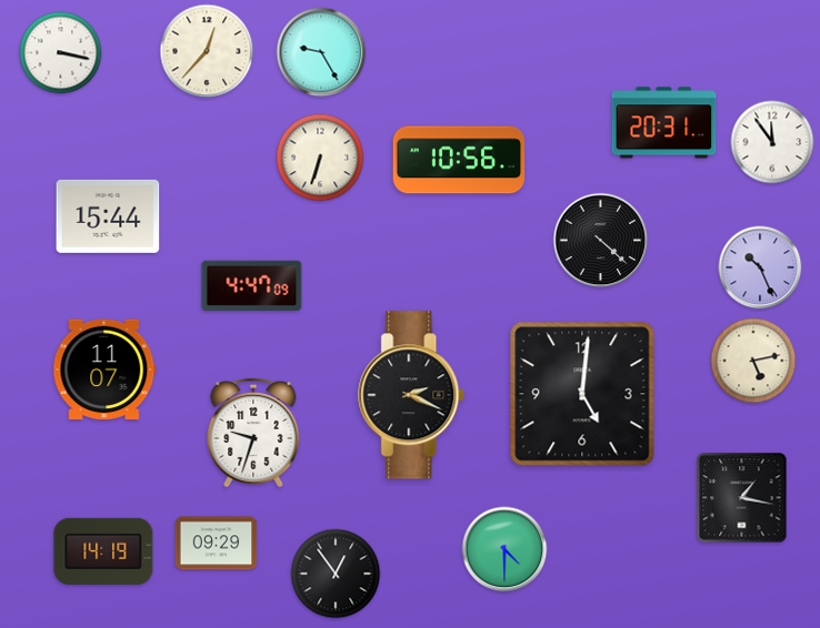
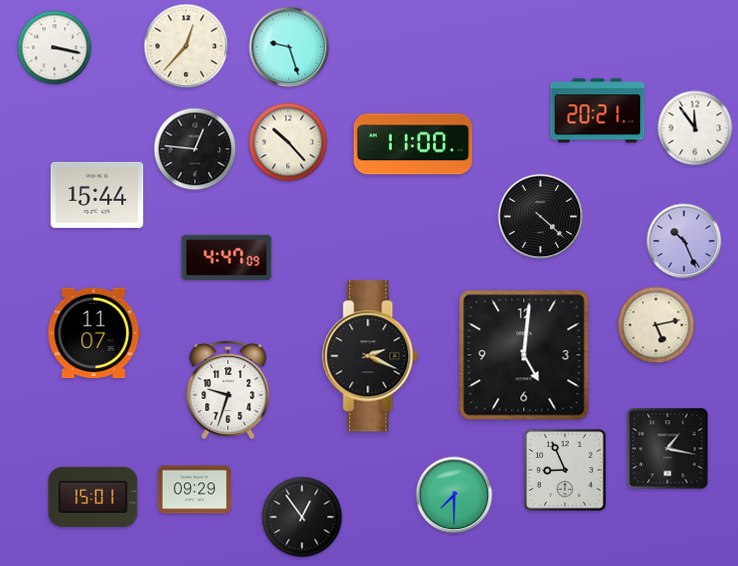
clock at (321, 52): 9:25 -> 9:27
clock at (664, 123): 20:31 -> 20:21
clock at (320, 158): 6:33 -> 10:23
clock at (459, 160): 10:56 -> 11:00
clock at (195, 149): none -> 12:46
clock at (753, 361) position: (753, 361) -> (656, 325)
clock at (566, 471): none -> 8:56
clock at (504, 549): 4:30 -> 7:30
clock at (103, 551): 14:19 -> 15:01
